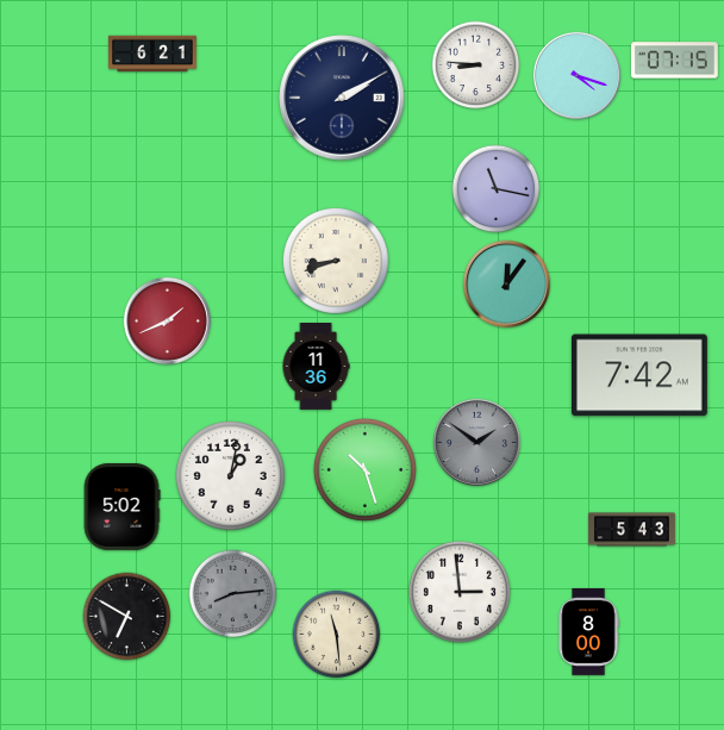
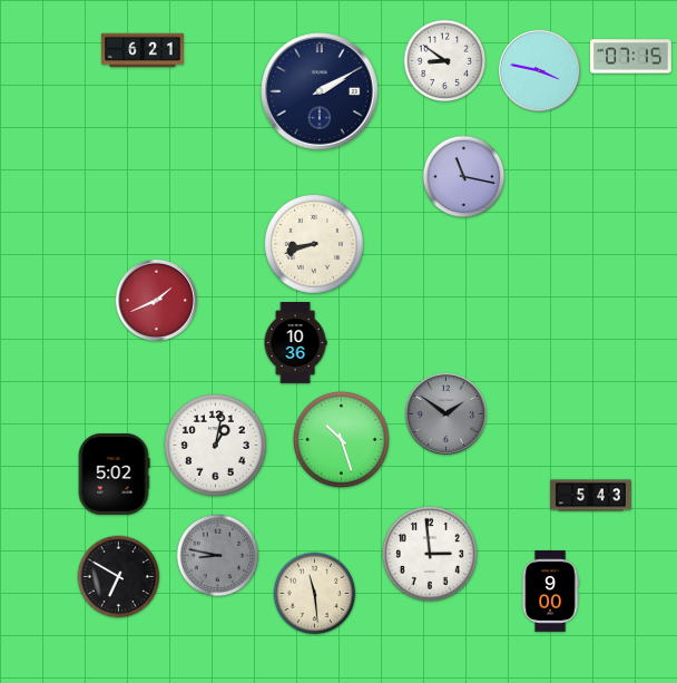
clock at (476, 65): 8:46 -> 8:51
clock at (576, 75): 4:18 -> 3:47
clock at (506, 283): 12:06 -> none
clock at (316, 367): 11:36 -> 10:36
clock at (639, 375): 7:42 -> none
clock at (233, 594): 8:14 -> 8:47
clock at (588, 631): 8:00 -> 9:00
